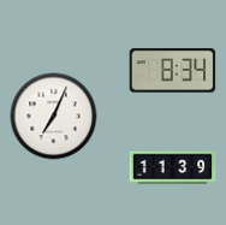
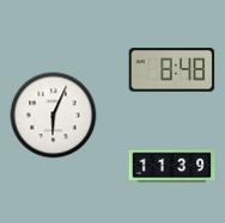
clock at (173, 71): 8:34 -> 8:48
clock at (54, 117): 7:04 -> 6:04
